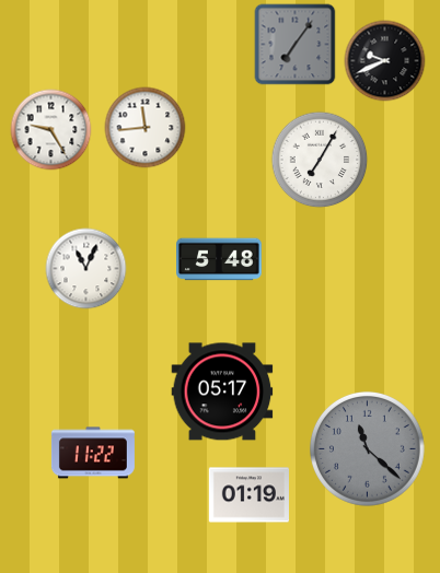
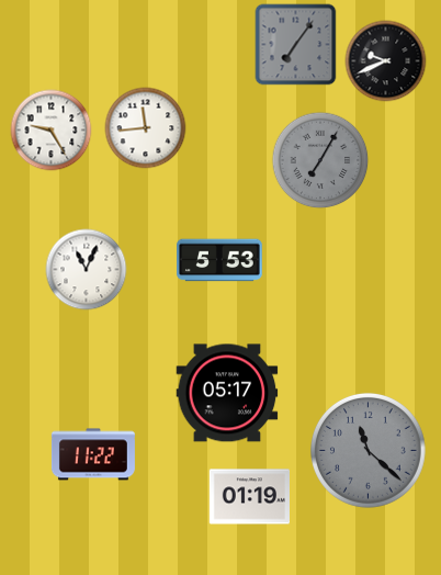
clock at (320, 160) dial: white -> grey
clock at (219, 259): 5:48 -> 5:53
clock at (222, 391) position: (222, 391) -> (227, 393)
